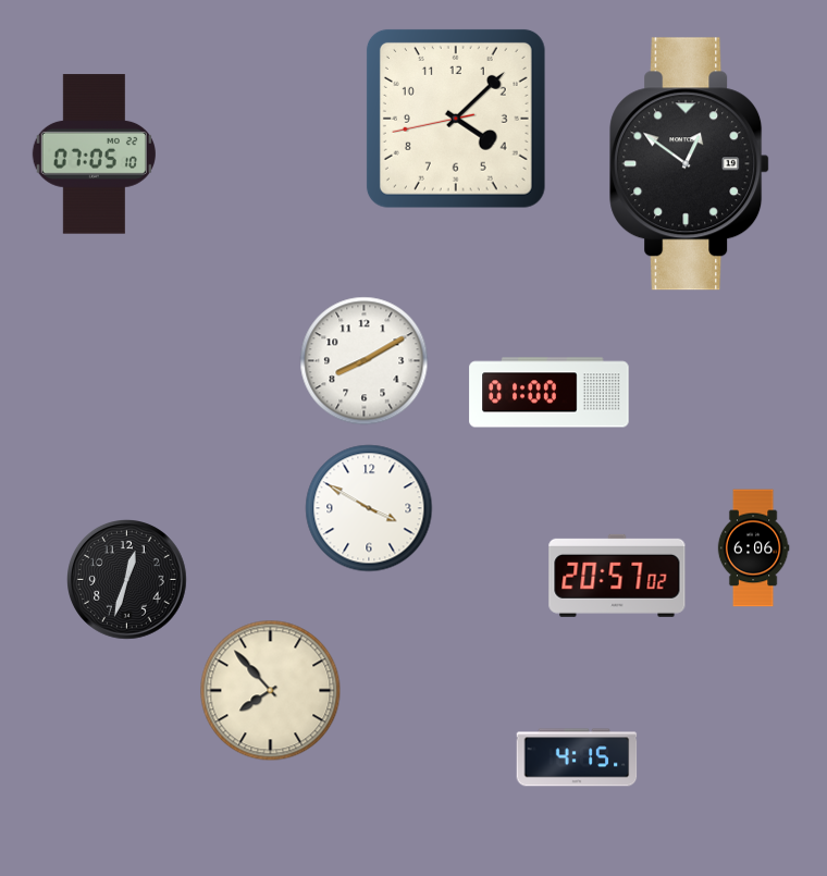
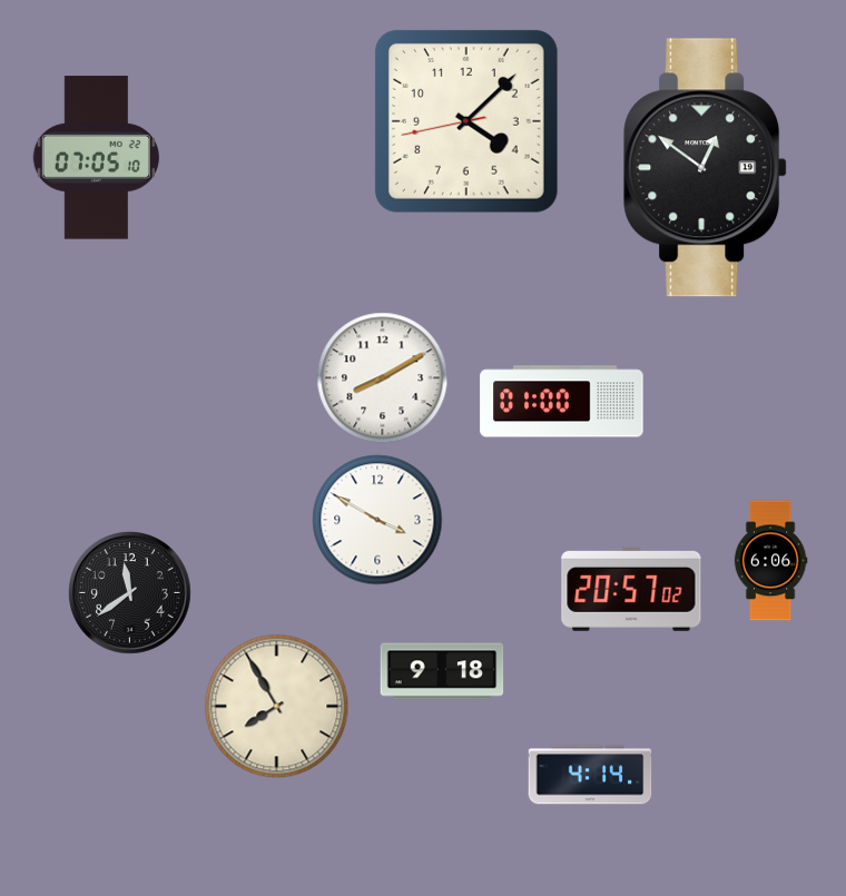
clock at (365, 361) position: (365, 361) -> (383, 378)
clock at (127, 580): 12:33 -> 11:39
clock at (442, 671): none -> 9:18
clock at (271, 691): 7:53 -> 7:55
clock at (577, 757): 4:15 -> 4:14
